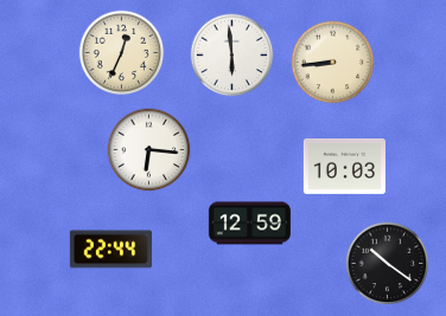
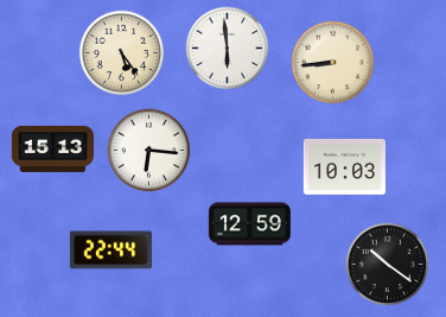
clock at (122, 53): 12:34 -> 5:24
clock at (232, 56) position: (232, 56) -> (228, 49)
clock at (52, 148): none -> 15:13
